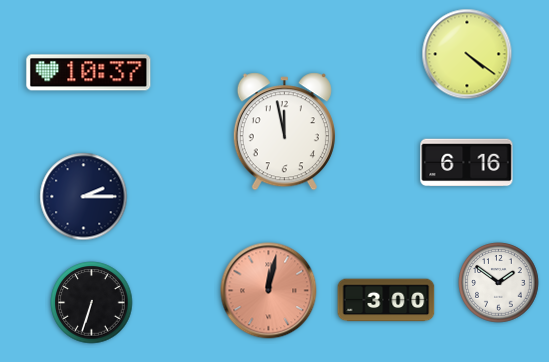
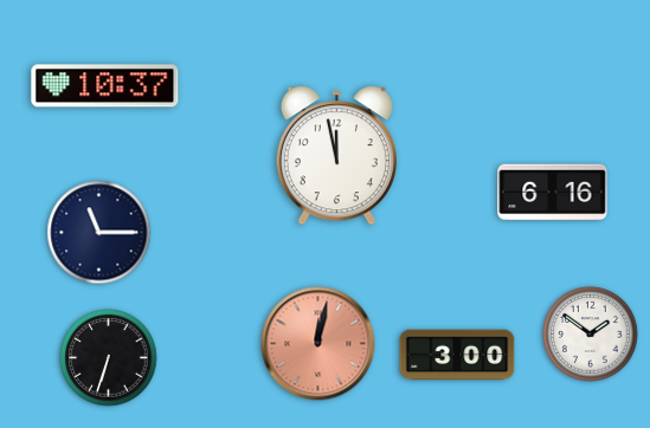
clock at (467, 54): 4:21 -> none
clock at (84, 197): 2:15 -> 11:15
